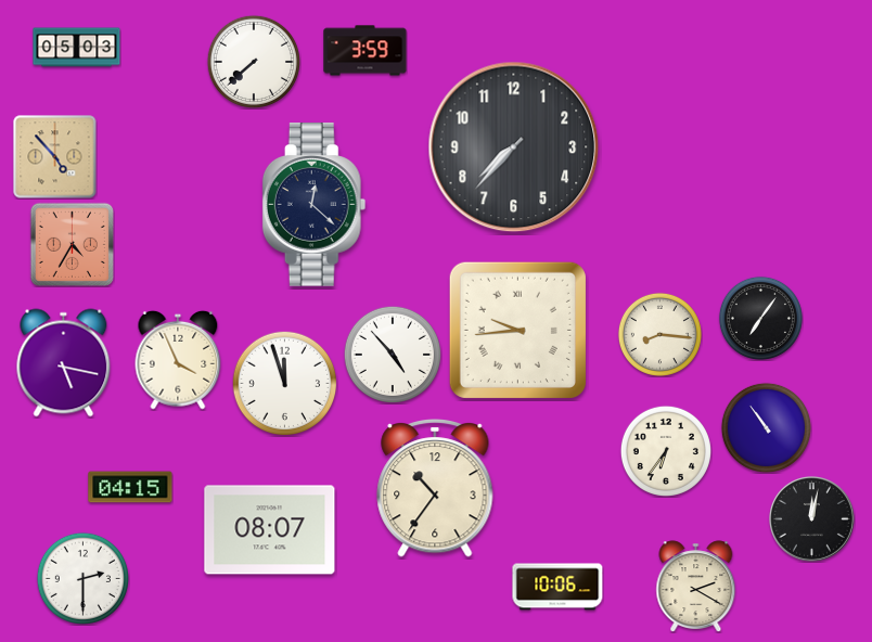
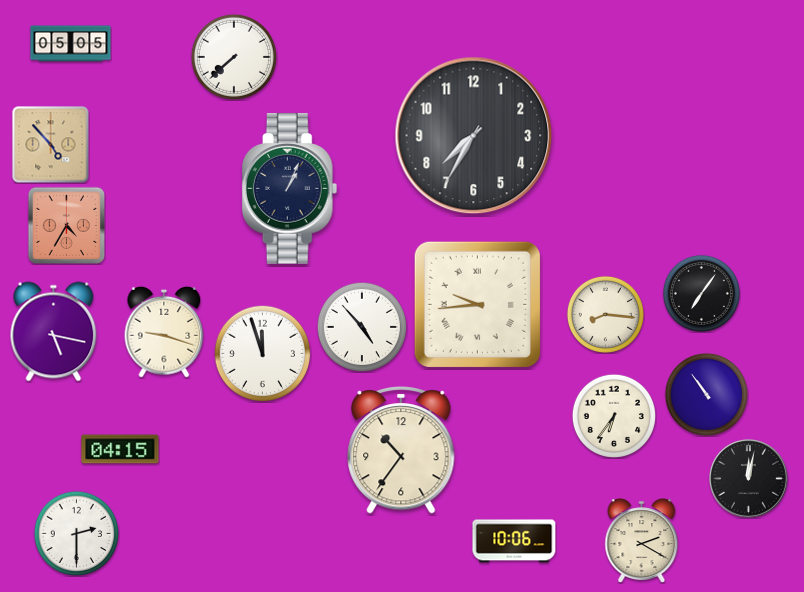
clock at (77, 48): 05:03 -> 05:05
clock at (366, 51): 3:59 -> none
clock at (514, 147): 7:37 -> 7:35
clock at (315, 205): 12:22 -> 1:04
clock at (659, 334) position: (659, 334) -> (605, 314)
clock at (178, 360): 3:56 -> 9:18
clock at (64, 363) position: (64, 363) -> (54, 332)
clock at (270, 530): 08:07 -> none
